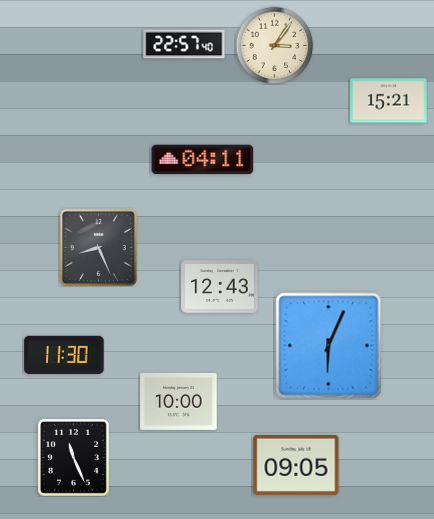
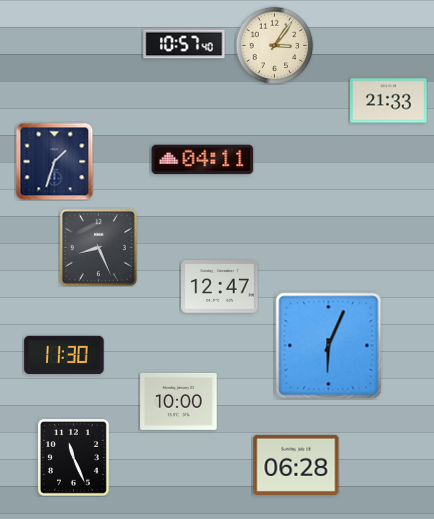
clock at (184, 44): 22:57 -> 10:57
clock at (389, 101): 15:21 -> 21:33
clock at (54, 161): none -> 1:33
clock at (220, 287): 12:43 -> 12:47
clock at (296, 465): 09:05 -> 06:28
